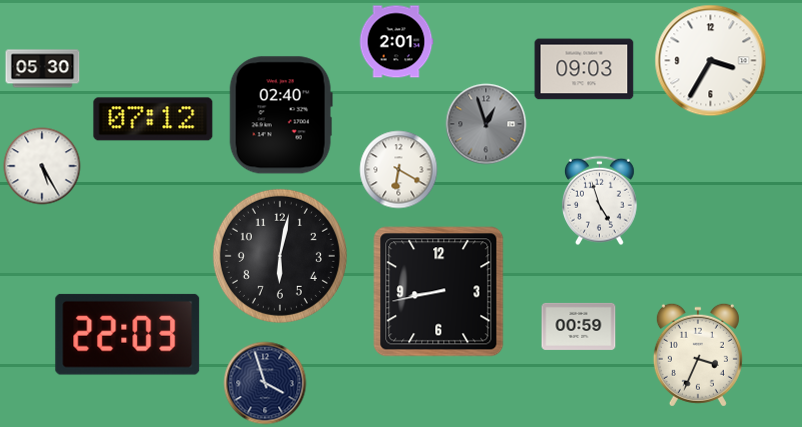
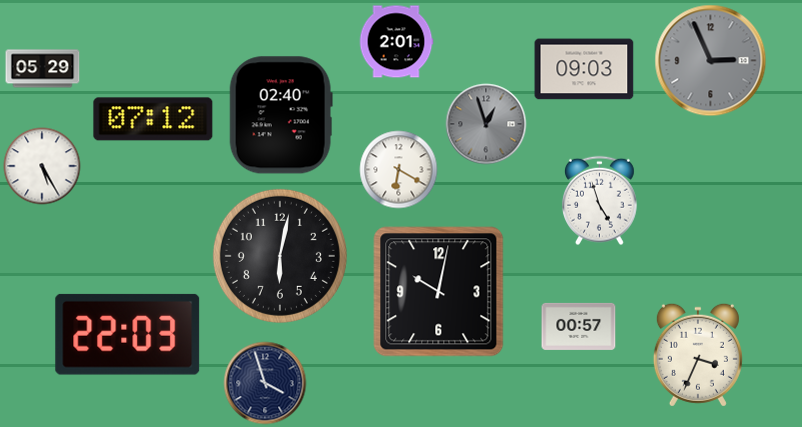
clock at (711, 61): 3:35 -> 2:56
clock at (711, 61) dial: white -> grey
clock at (43, 69): 05:30 -> 05:29
clock at (439, 292): 8:43 -> 10:02
clock at (579, 326): 00:59 -> 00:57
